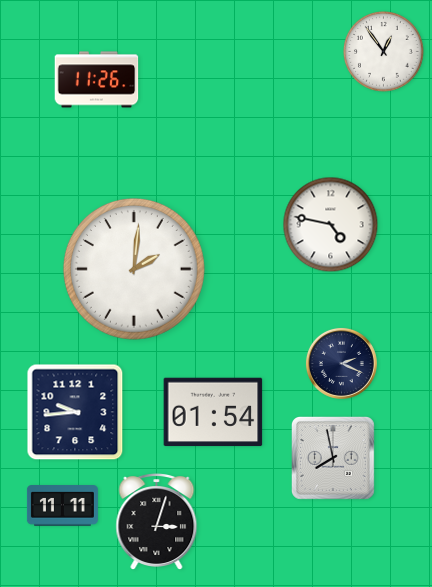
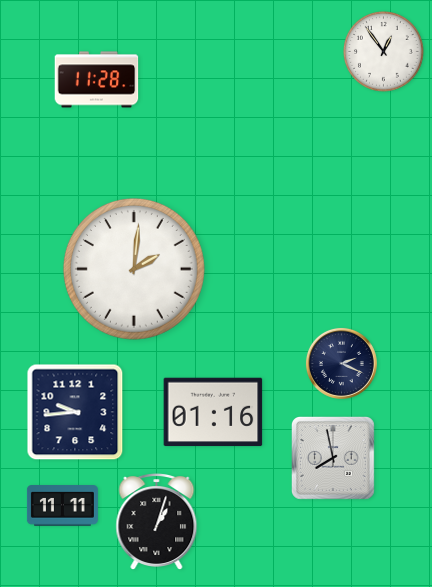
clock at (97, 80): 11:26 -> 11:28
clock at (331, 225): 4:47 -> none
clock at (213, 412): 01:54 -> 01:16
clock at (157, 522): 3:03 -> 1:03
